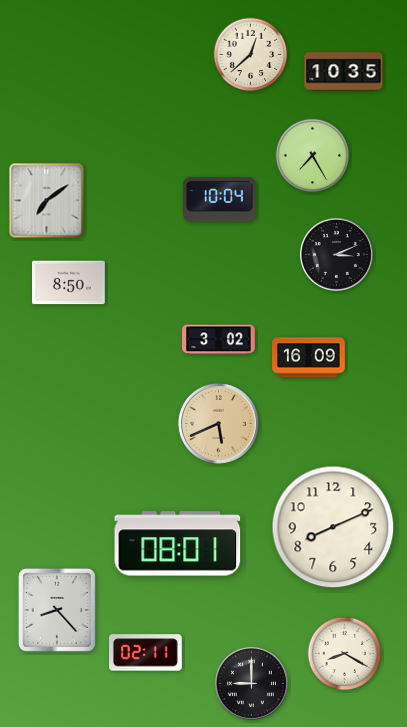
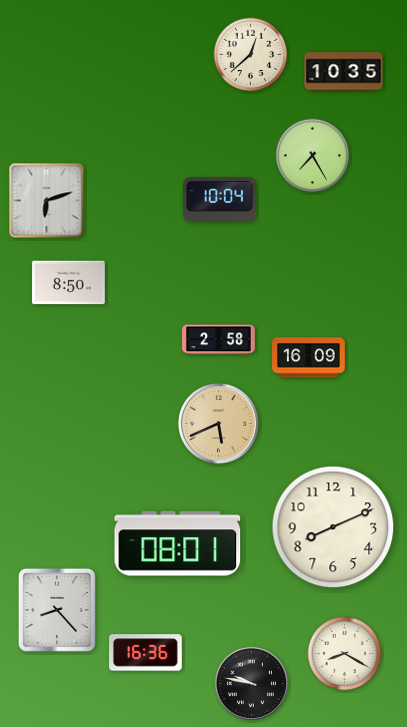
clock at (47, 201): 7:09 -> 6:12
clock at (336, 254): 3:11 -> none
clock at (219, 340): 3:02 -> 2:58
clock at (146, 653): 02:11 -> 16:36
clock at (251, 683): 9:00 -> 9:47
